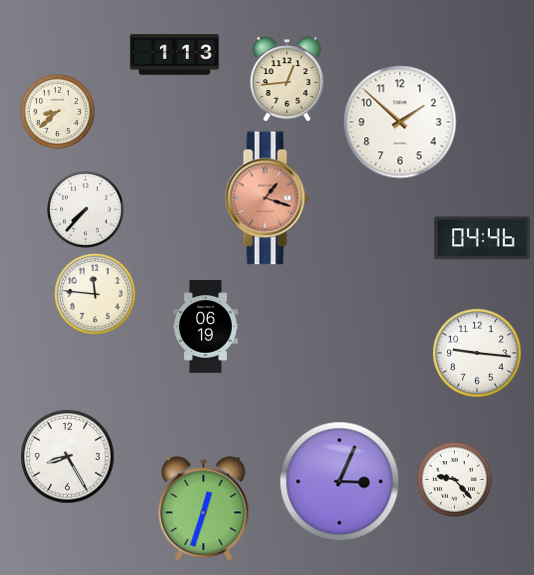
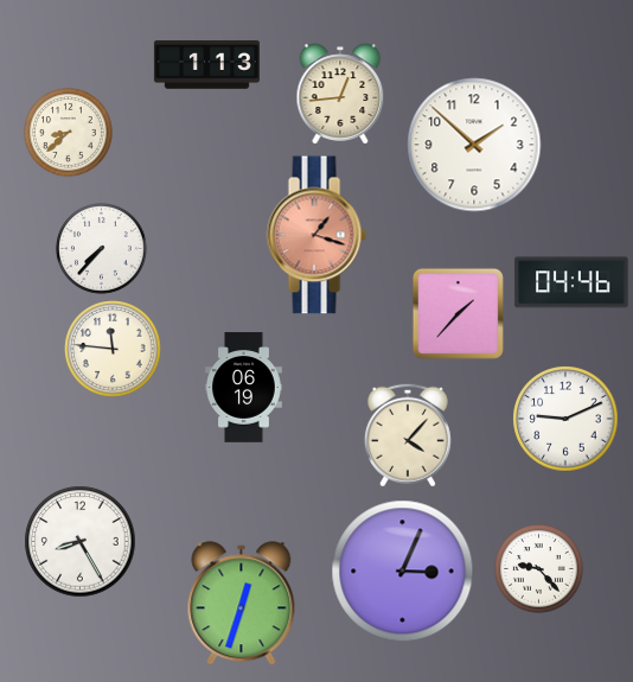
clock at (458, 313): none -> 1:37
clock at (477, 353): 9:16 -> 9:11
clock at (408, 435): none -> 4:07
